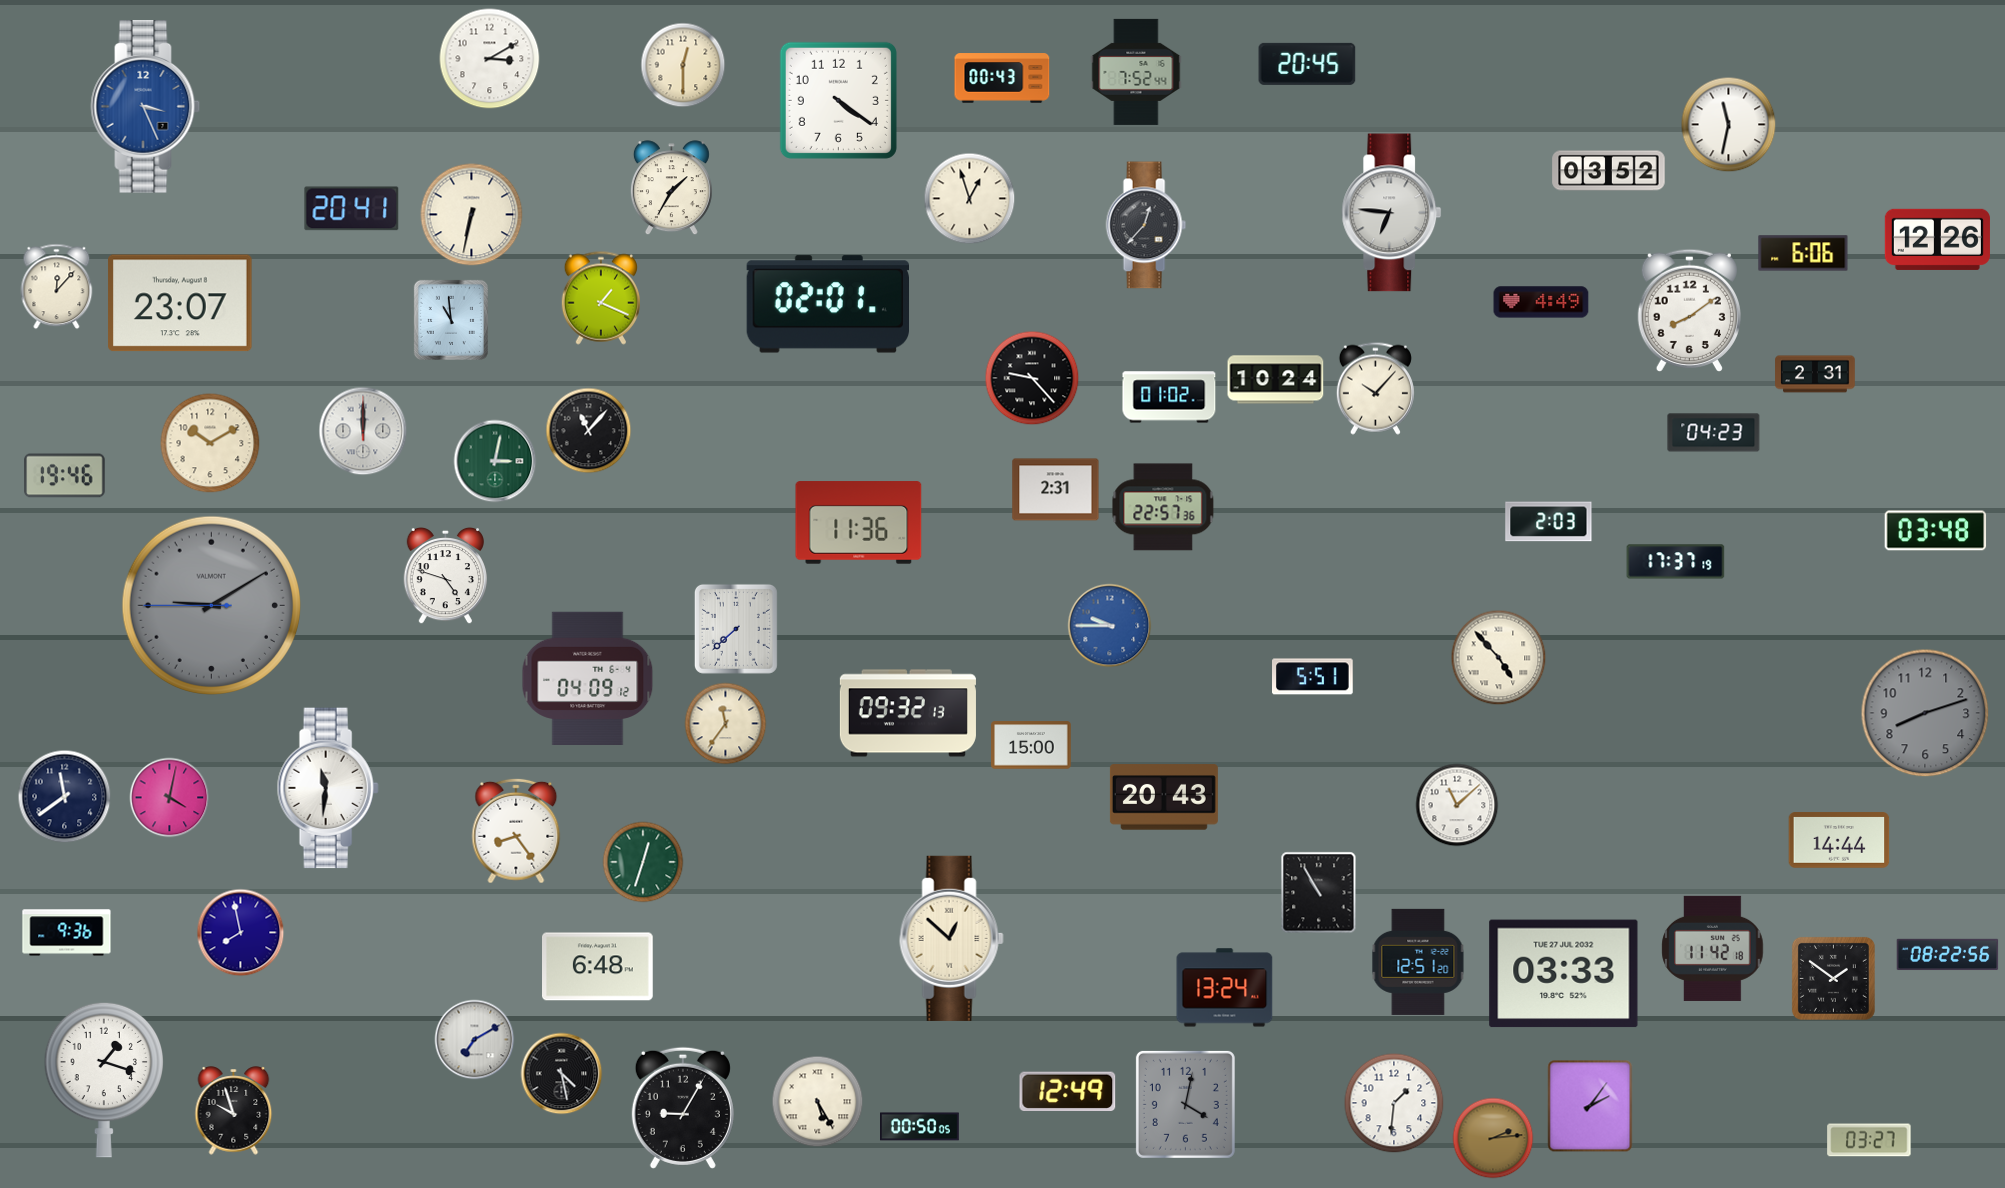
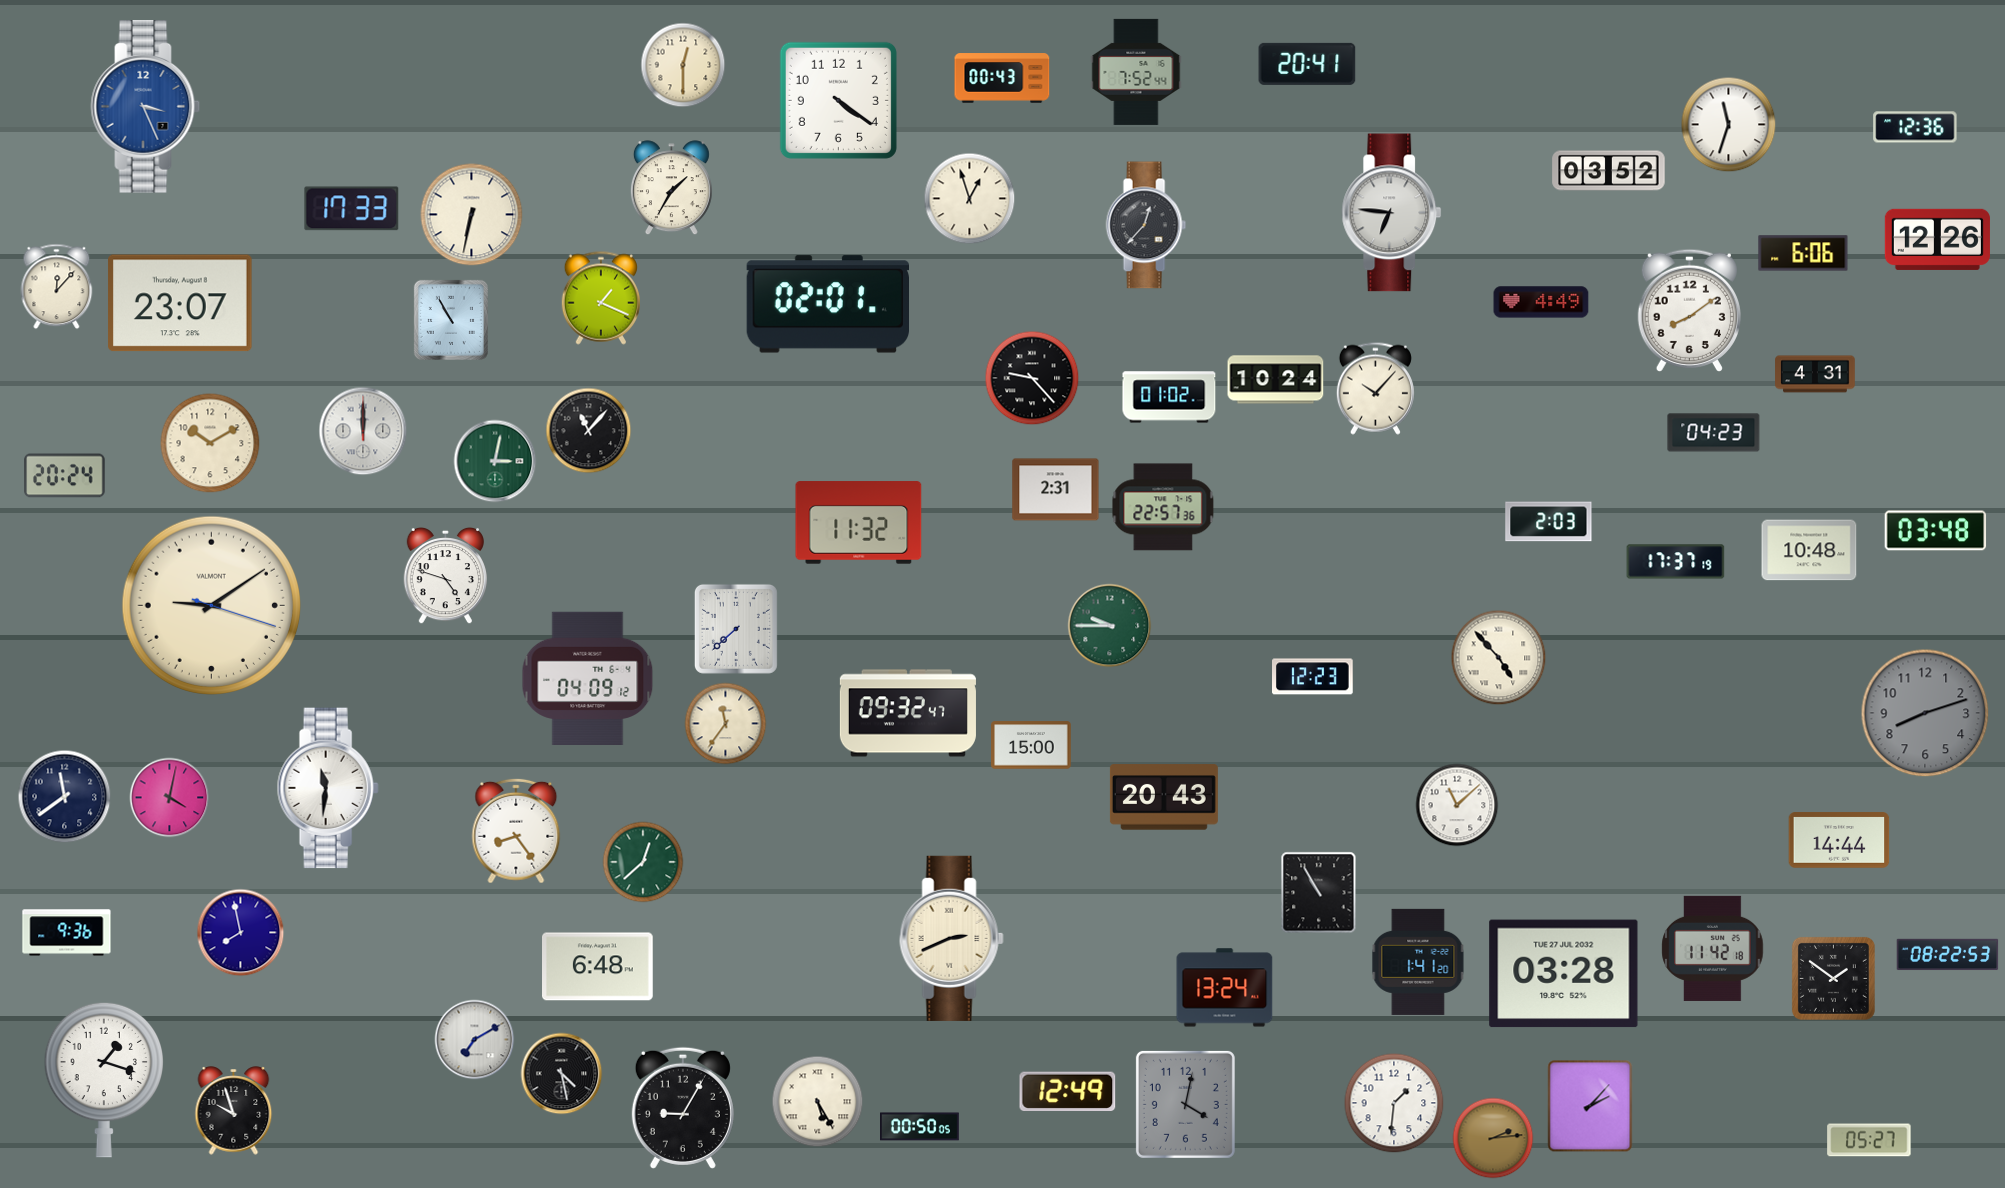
clock at (490, 59): 3:10 -> none
clock at (1307, 64): 20:45 -> 20:41
clock at (1729, 125): 11:32 -> 11:33
clock at (1915, 127): none -> 12:36
clock at (352, 209): 20:41 -> 17:33
clock at (451, 320): 10:59 -> 10:55
clock at (1815, 374): 2:31 -> 4:31
clock at (65, 476): 19:46 -> 20:24
clock at (859, 523): 11:36 -> 11:32
clock at (1809, 550): none -> 10:48
clock at (211, 605): 9:09:45 -> 9:09:18
clock at (211, 605) dial: grey -> cream
clock at (1110, 626) dial: blue -> green
clock at (1313, 677): 5:51 -> 12:23
clock at (908, 713): 09:32:13 -> 09:32:47
clock at (643, 862): 12:33 -> 12:38
clock at (951, 938): 12:52 -> 2:41
clock at (1948, 955): 08:22:56 -> 08:22:53
clock at (1418, 962): 12:51 -> 1:41
clock at (1564, 974): 03:33 -> 03:28
clock at (1590, 1106): 2:06 -> 2:07
clock at (1869, 1140): 03:27 -> 05:27
